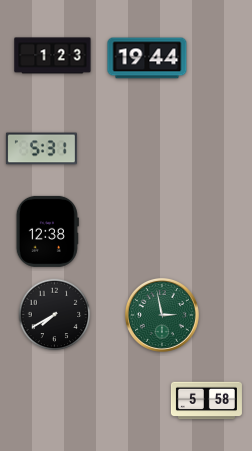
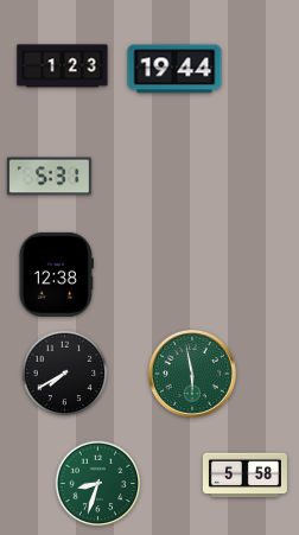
clock at (162, 315): 2:58 -> 5:58
clock at (98, 484): none -> 8:33
